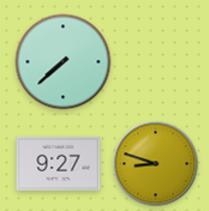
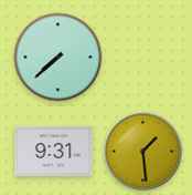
clock at (59, 163): 9:27 -> 9:31
clock at (156, 164): 8:48 -> 1:29
